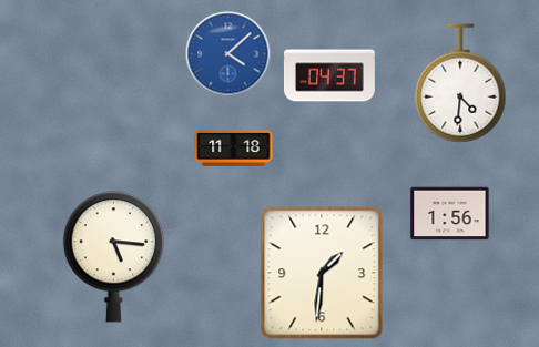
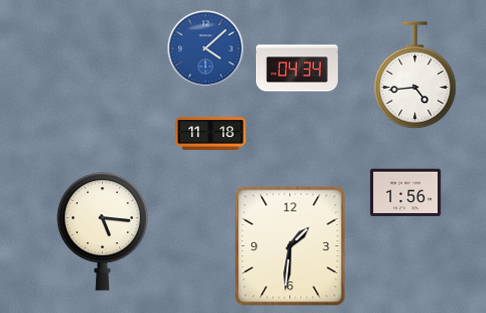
clock at (329, 75): 04:37 -> 04:34
clock at (460, 83): 4:31 -> 4:44
